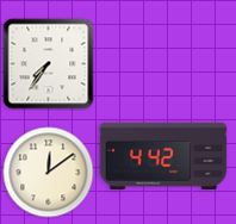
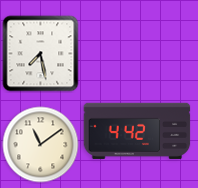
clock at (49, 64): 7:36 -> 7:28
clock at (49, 173): 12:09 -> 11:09
